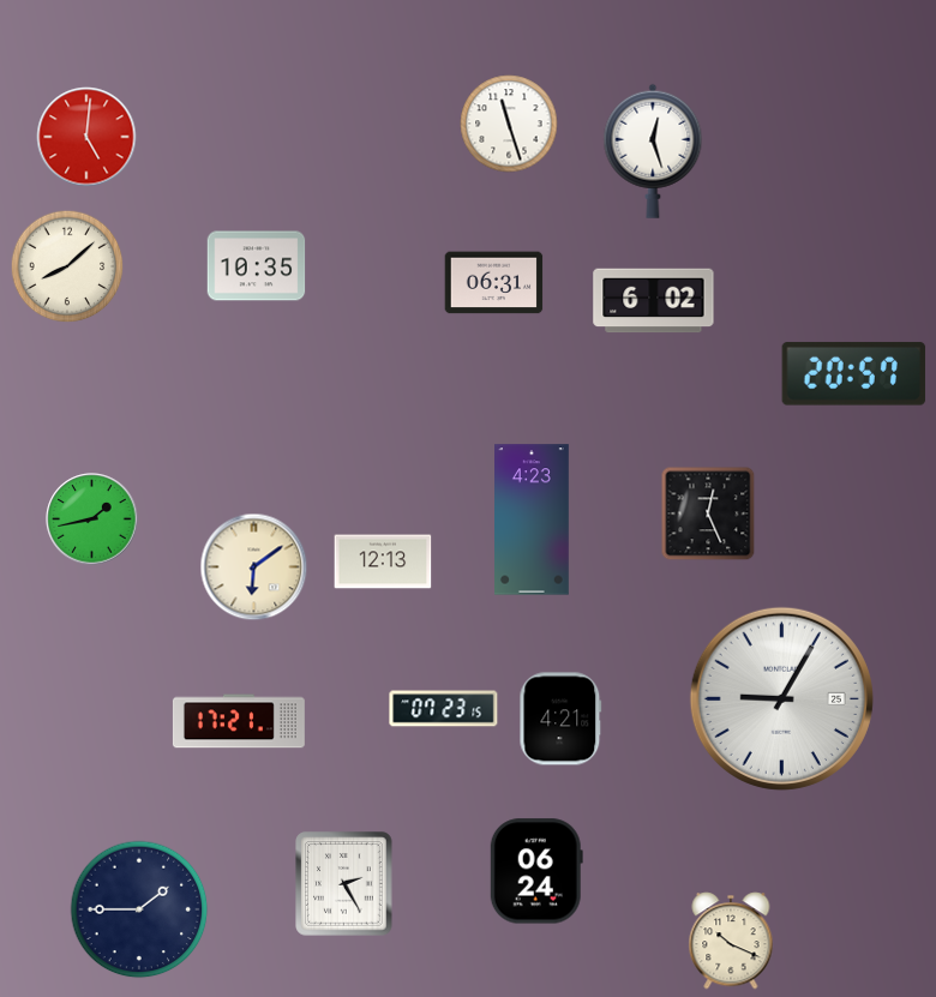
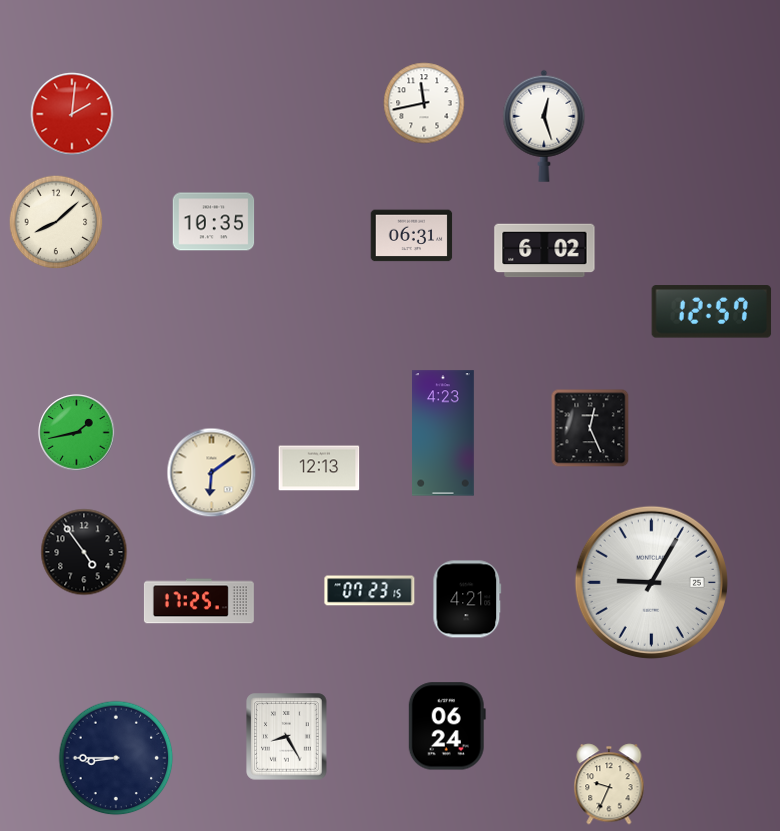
clock at (509, 124): 11:27 -> 11:43
clock at (86, 137): 5:01 -> 2:01
clock at (854, 374): 20:57 -> 12:57
clock at (84, 552): none -> 4:54
clock at (239, 721): 17:21 -> 17:25
clock at (344, 884): 2:25 -> 8:25
clock at (139, 909): 1:45 -> 8:45
clock at (731, 941): 10:19 -> 9:34
